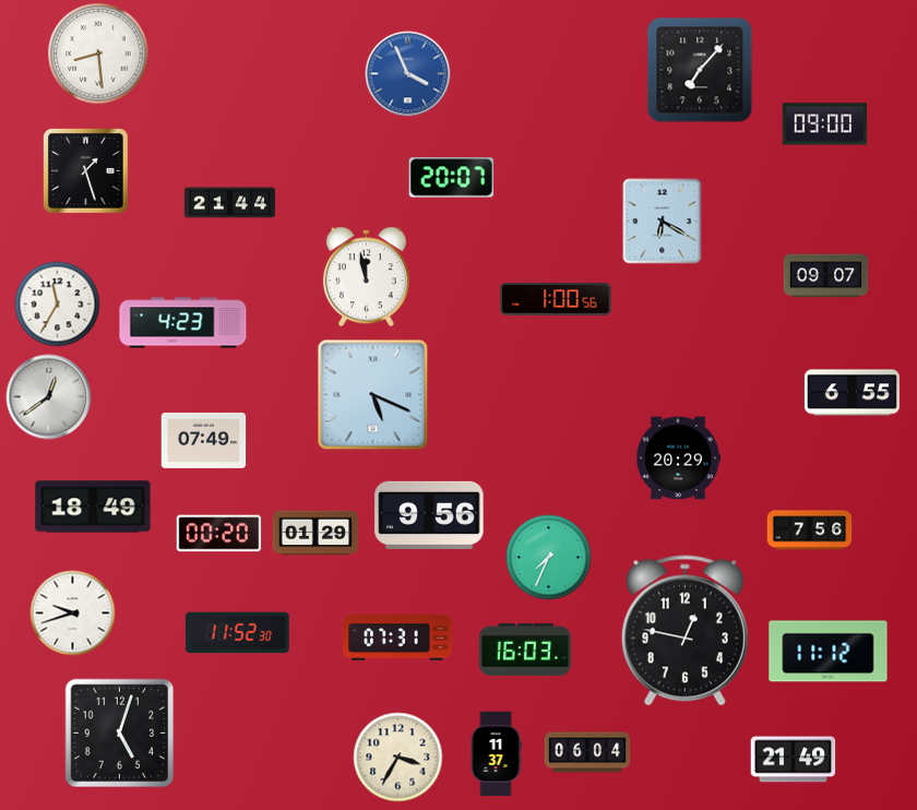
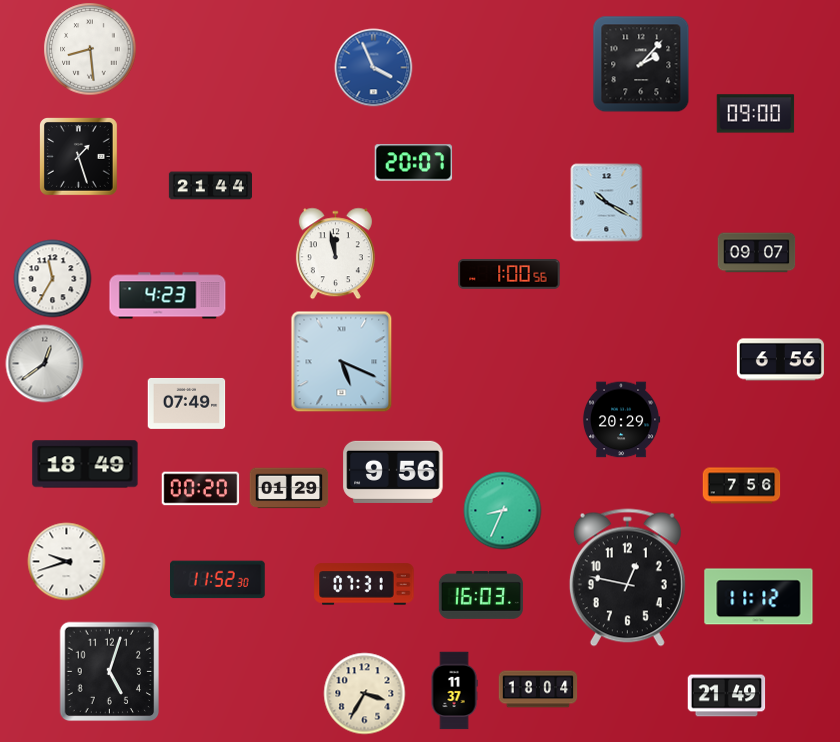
clock at (700, 70): 7:07 -> 2:07
clock at (663, 221): 6:20 -> 10:20
clock at (851, 393): 6:55 -> 6:56
clock at (548, 557): 7:34 -> 8:34
clock at (587, 752): 06:04 -> 18:04
